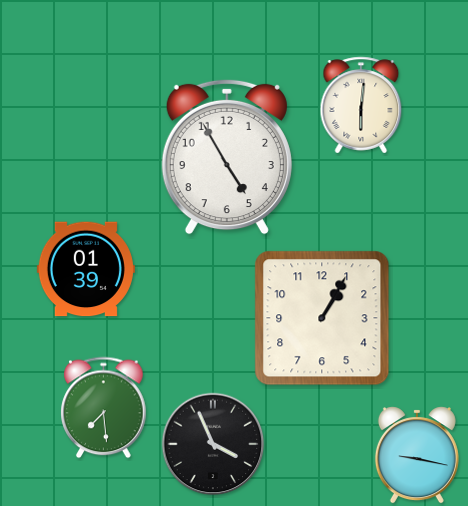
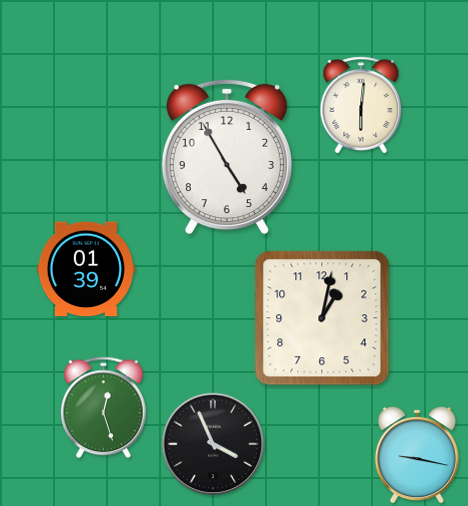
clock at (322, 318): 1:05 -> 1:02
clock at (104, 408): 7:29 -> 12:27
